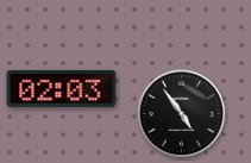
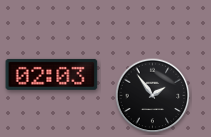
clock at (182, 114): 4:54 -> 1:54
